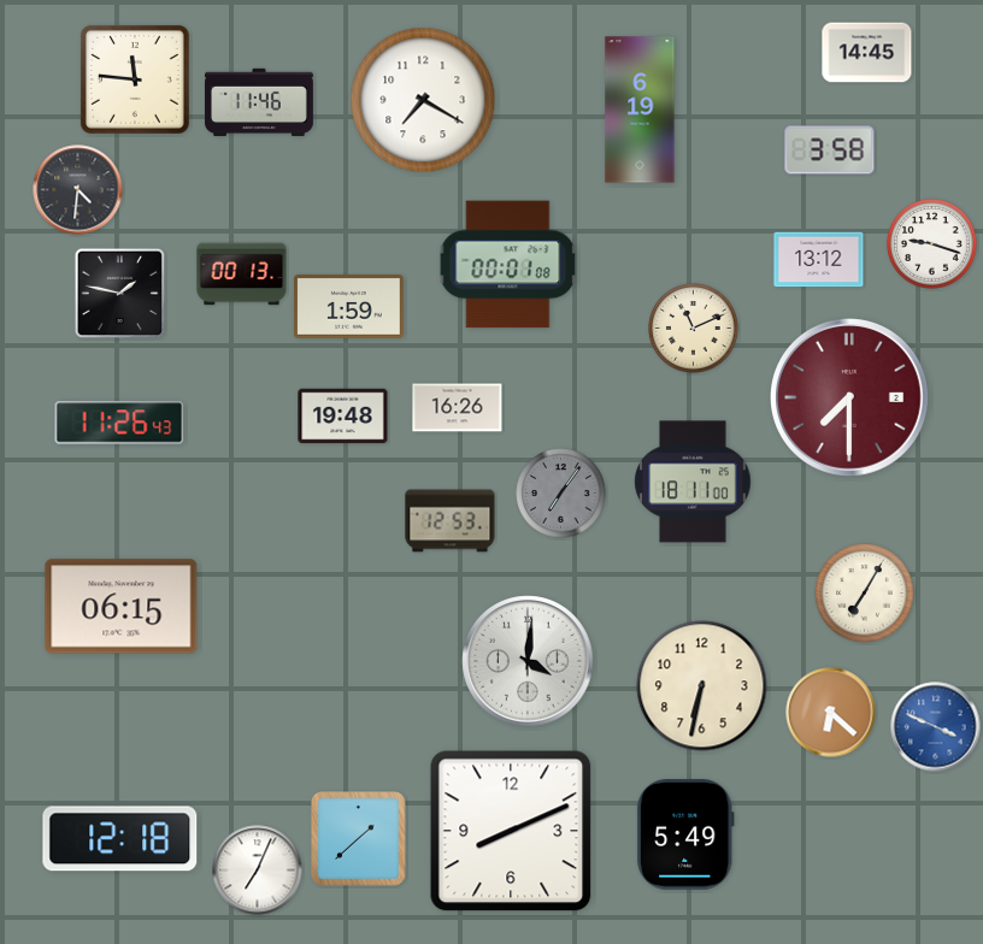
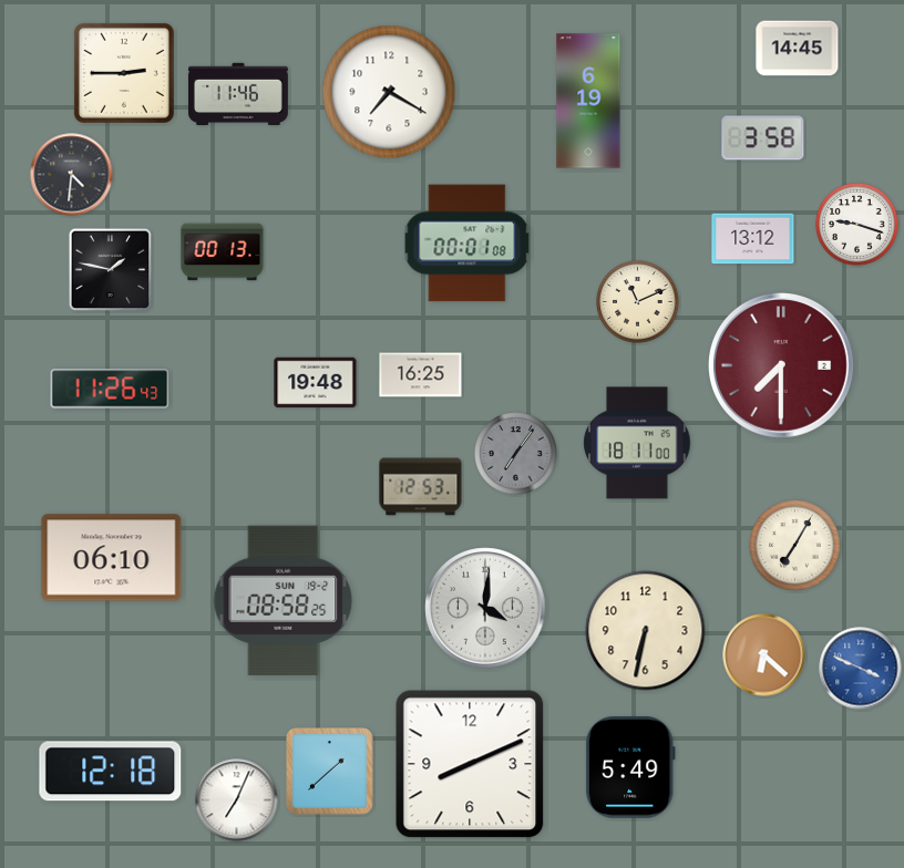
clock at (135, 79): 11:46 -> 2:45
clock at (349, 307): 1:59 -> none
clock at (458, 408): 16:26 -> 16:25
clock at (451, 521) position: (451, 521) -> (421, 487)
clock at (122, 607): 06:15 -> 06:10
clock at (284, 600): none -> 08:58
